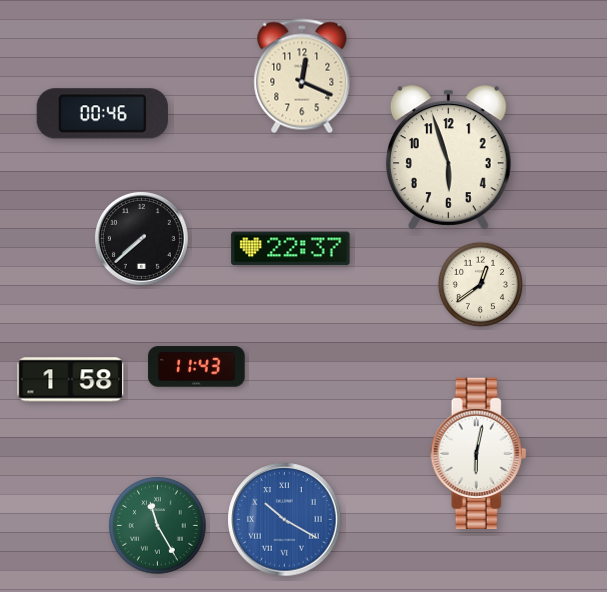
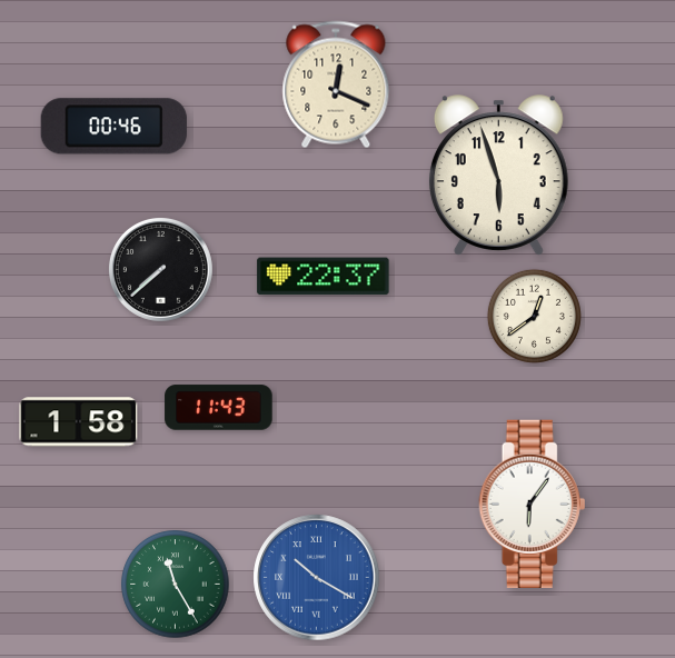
clock at (141, 238) position: (141, 238) -> (160, 269)
clock at (479, 453): 6:02 -> 6:06
